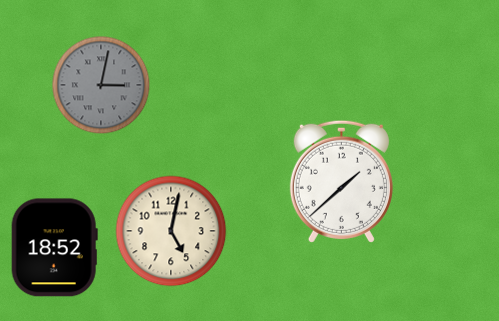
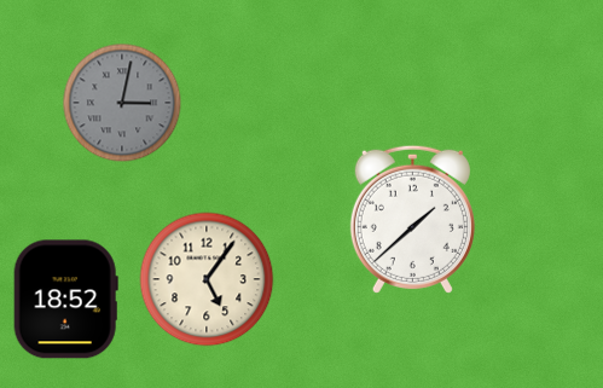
clock at (171, 231): 5:02 -> 5:06
